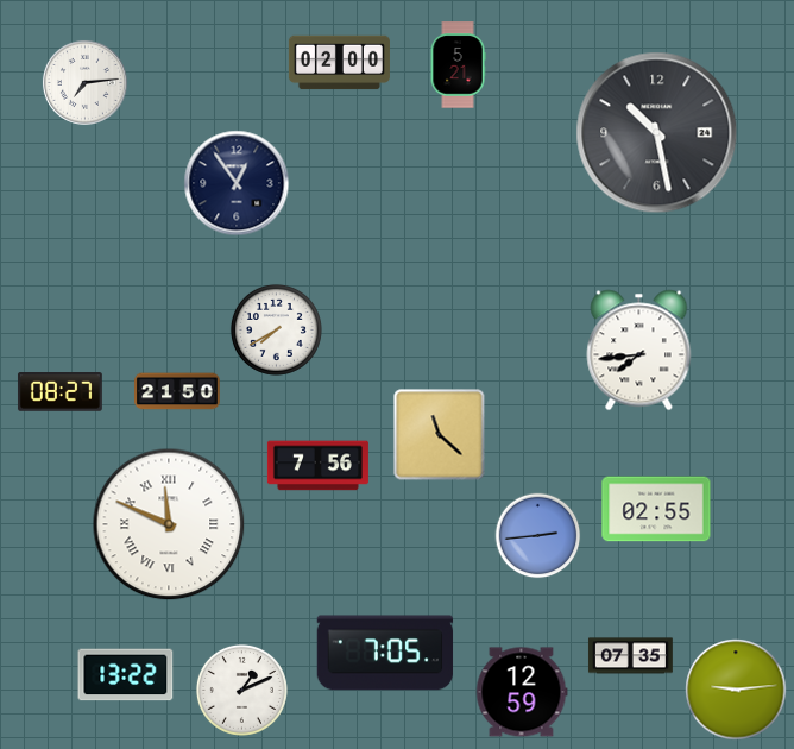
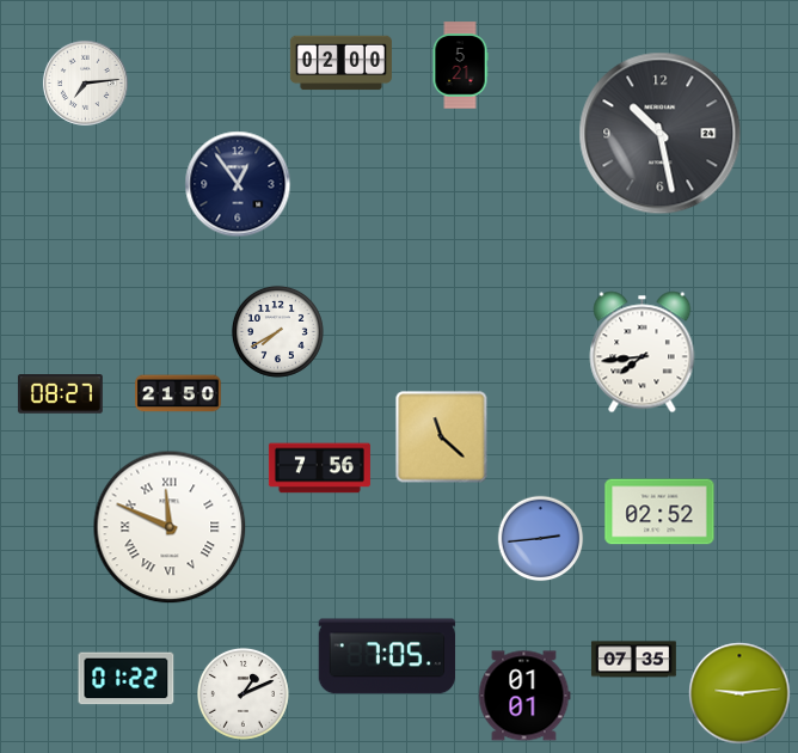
clock at (656, 509): 02:55 -> 02:52
clock at (126, 675): 13:22 -> 01:22
clock at (522, 692): 12:59 -> 01:01
